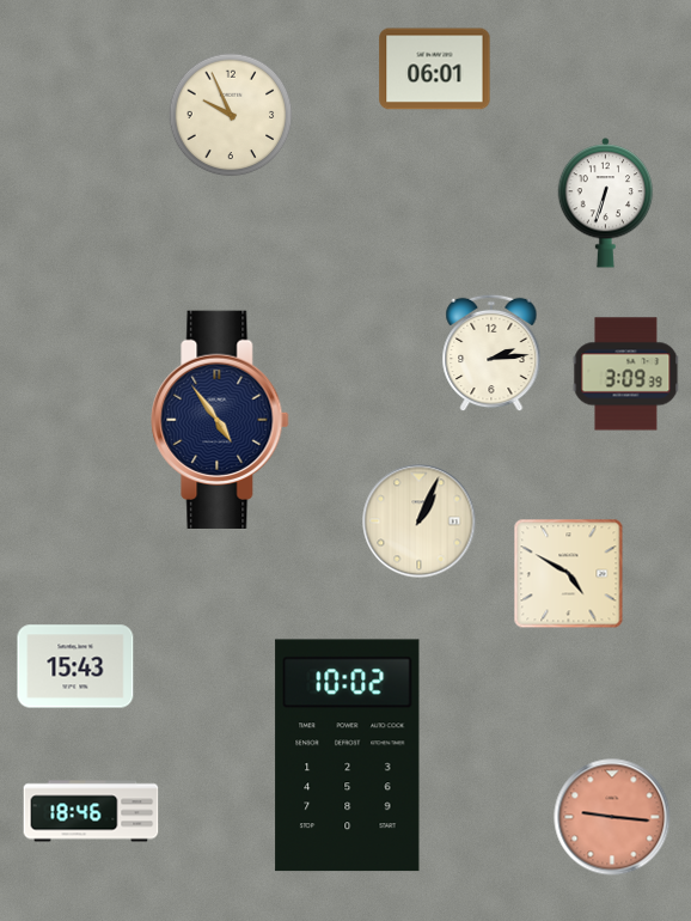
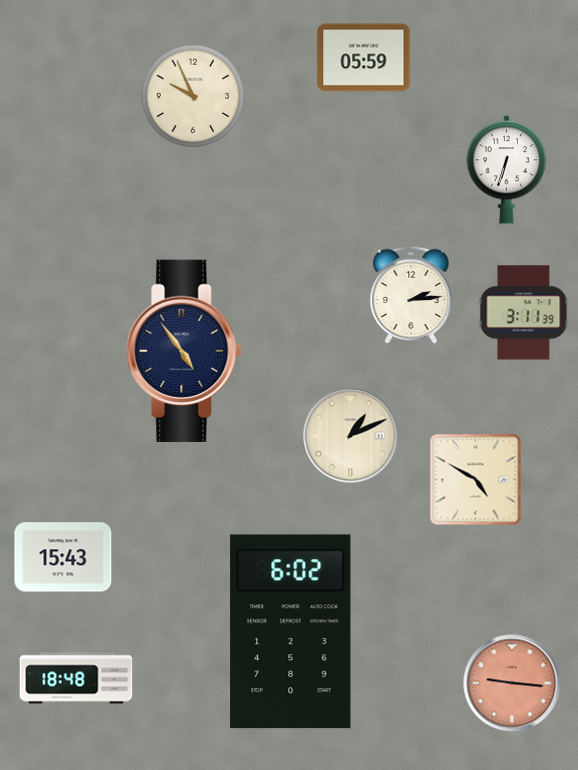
clock at (435, 69): 06:01 -> 05:59
clock at (626, 374): 3:09 -> 3:11
clock at (420, 522): 1:04 -> 1:11
clock at (348, 756): 10:02 -> 6:02
clock at (91, 811): 18:46 -> 18:48
